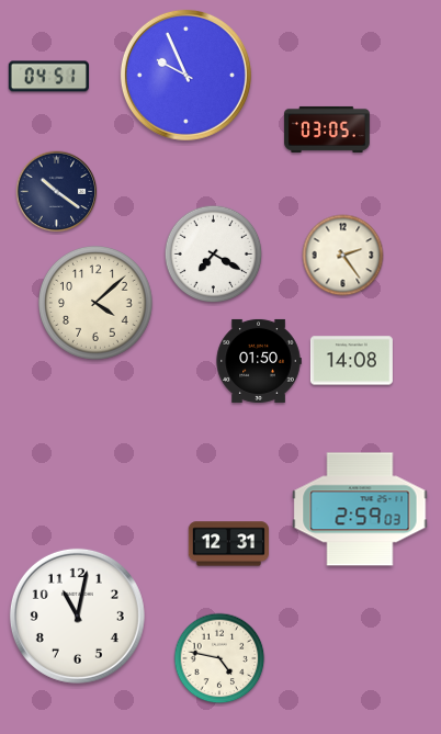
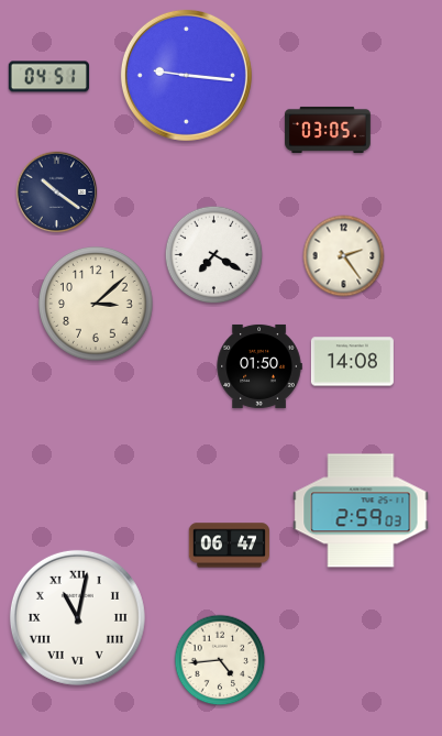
clock at (185, 75): 9:56 -> 9:16
clock at (97, 304): 4:08 -> 3:08
clock at (259, 361) position: (259, 361) -> (259, 366)
clock at (228, 544): 12:31 -> 06:47
clock at (77, 616) numerals: Arabic -> Roman
clock at (219, 658): 4:47 -> 4:44
